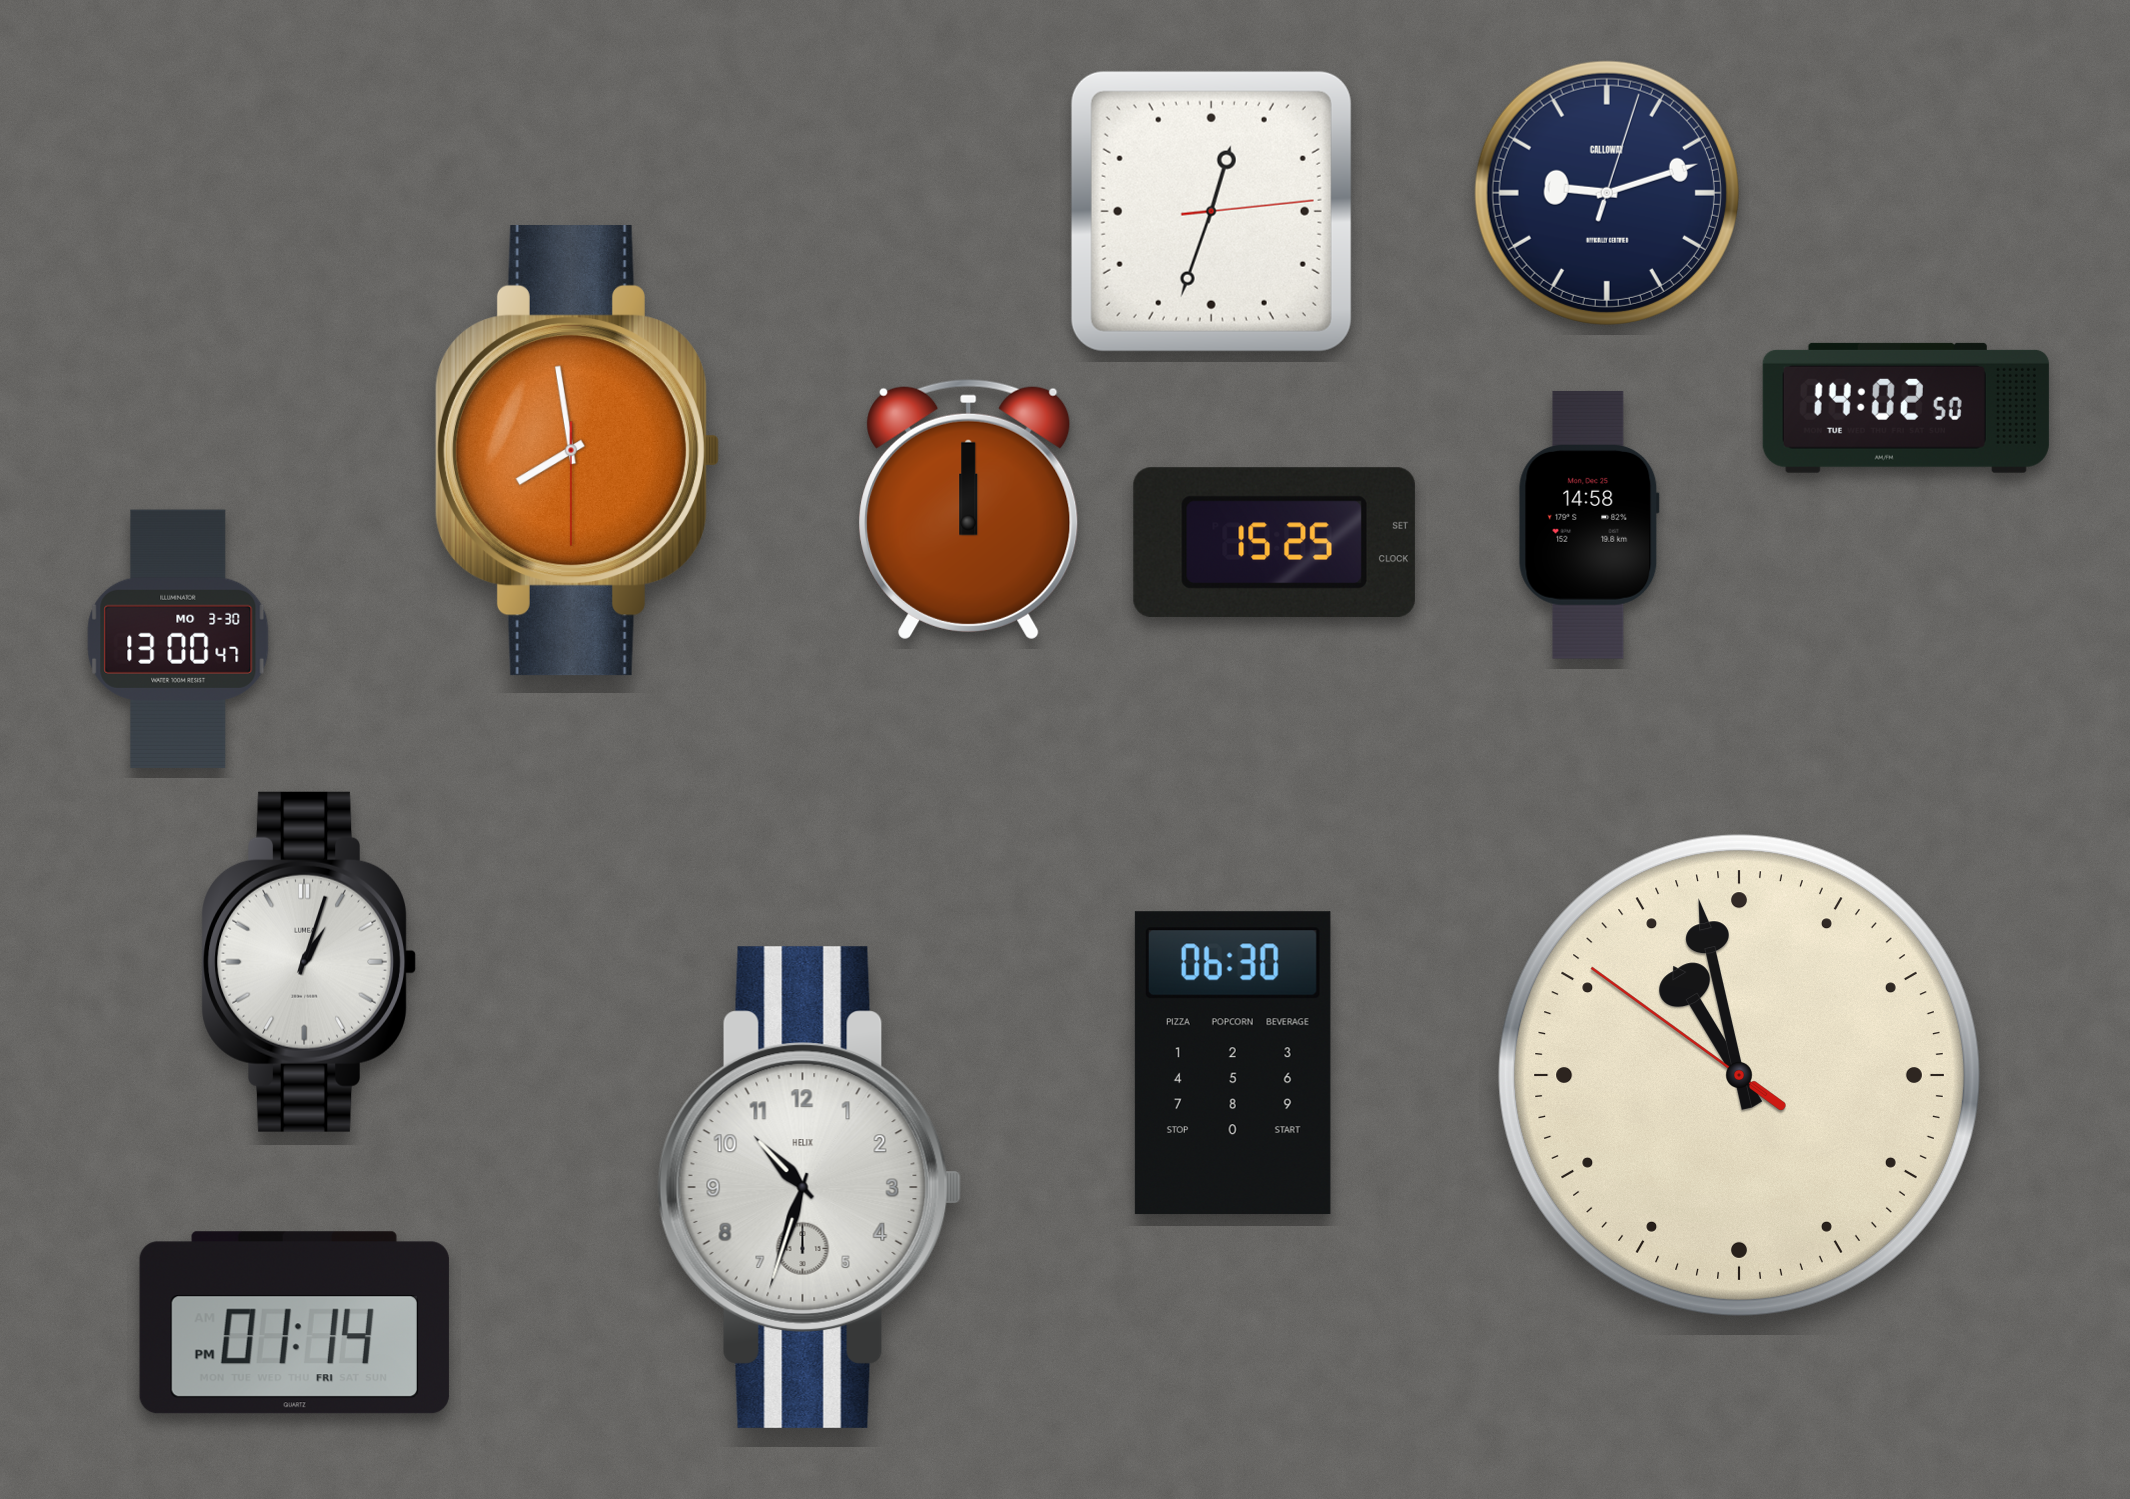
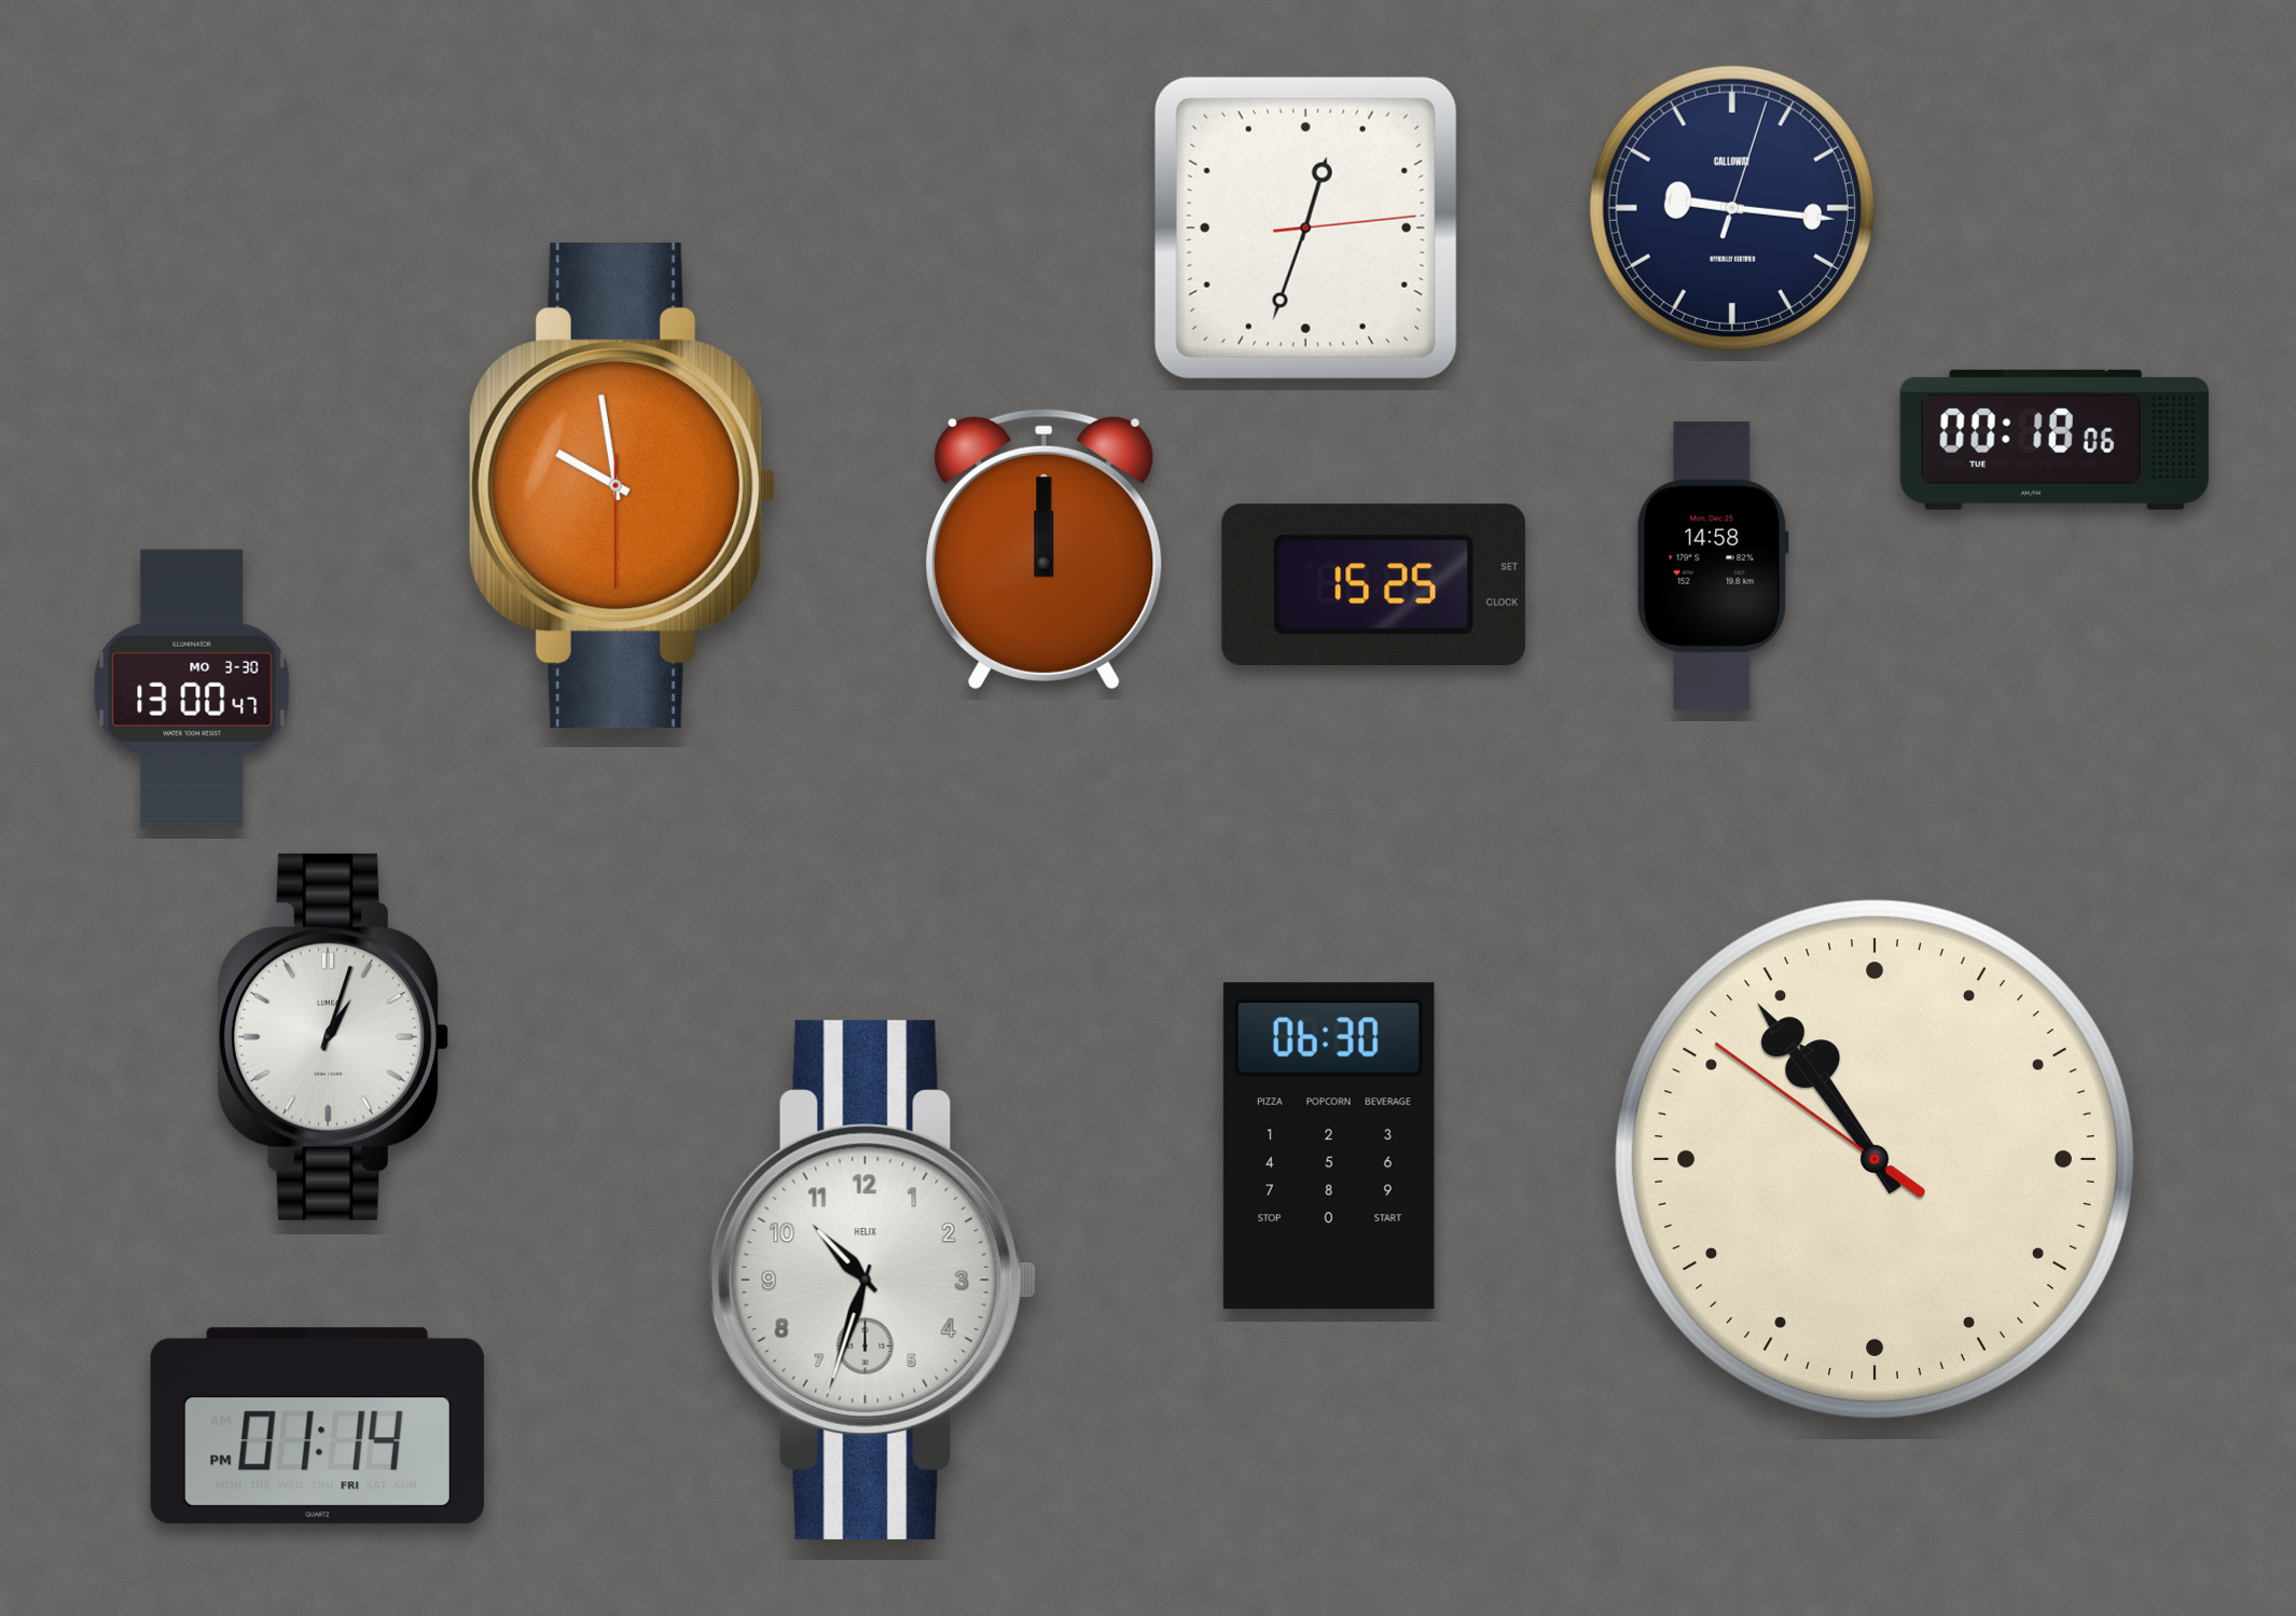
clock at (1607, 193): 9:12 -> 9:16
clock at (1906, 408): 14:02 -> 00:18
clock at (577, 451): 7:58 -> 9:58
clock at (1739, 1075): 10:57 -> 10:53
